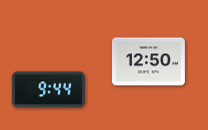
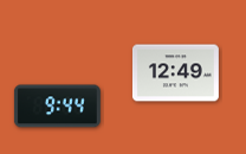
clock at (148, 62): 12:50 -> 12:49
